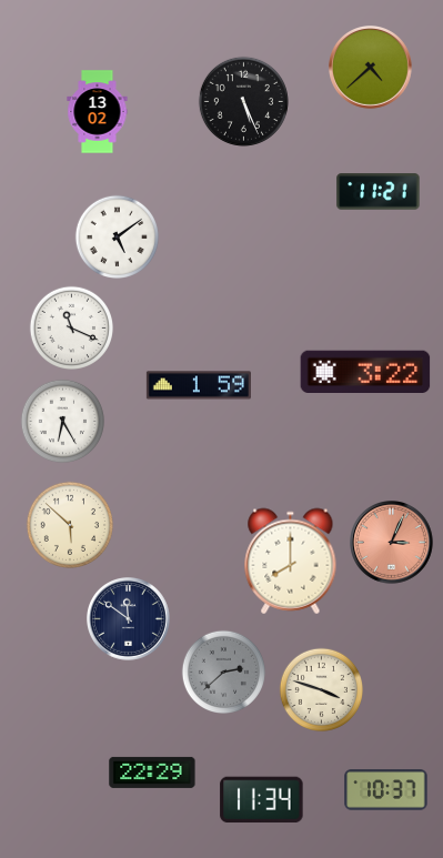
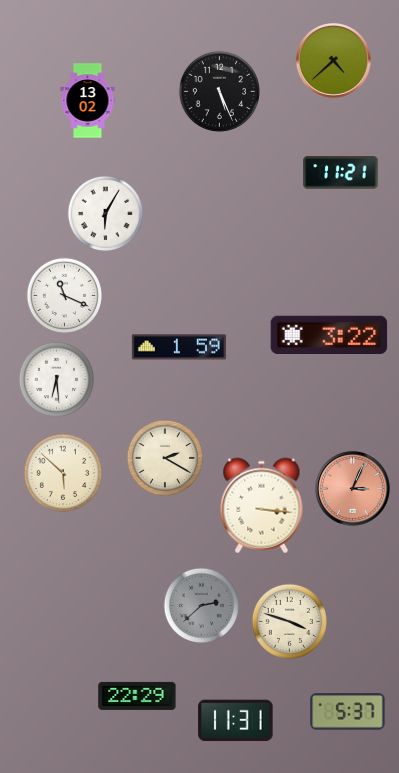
clock at (117, 236): 5:09 -> 6:05
clock at (62, 421): 6:25 -> 6:29
clock at (164, 457): none -> 2:20
clock at (291, 562): 8:00 -> 3:16
clock at (129, 619): 11:51 -> none
clock at (386, 790): 10:37 -> 5:37
clock at (262, 800): 11:34 -> 11:31
